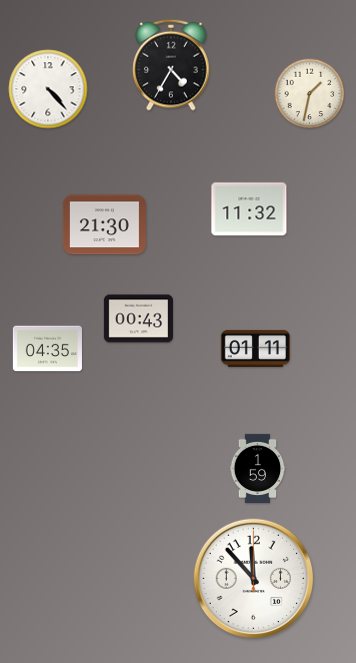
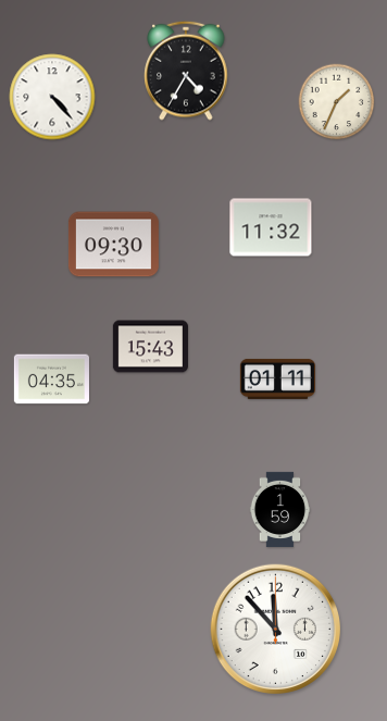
clock at (310, 94): 1:32 -> 1:34
clock at (104, 225): 21:30 -> 09:30
clock at (138, 319): 00:43 -> 15:43
